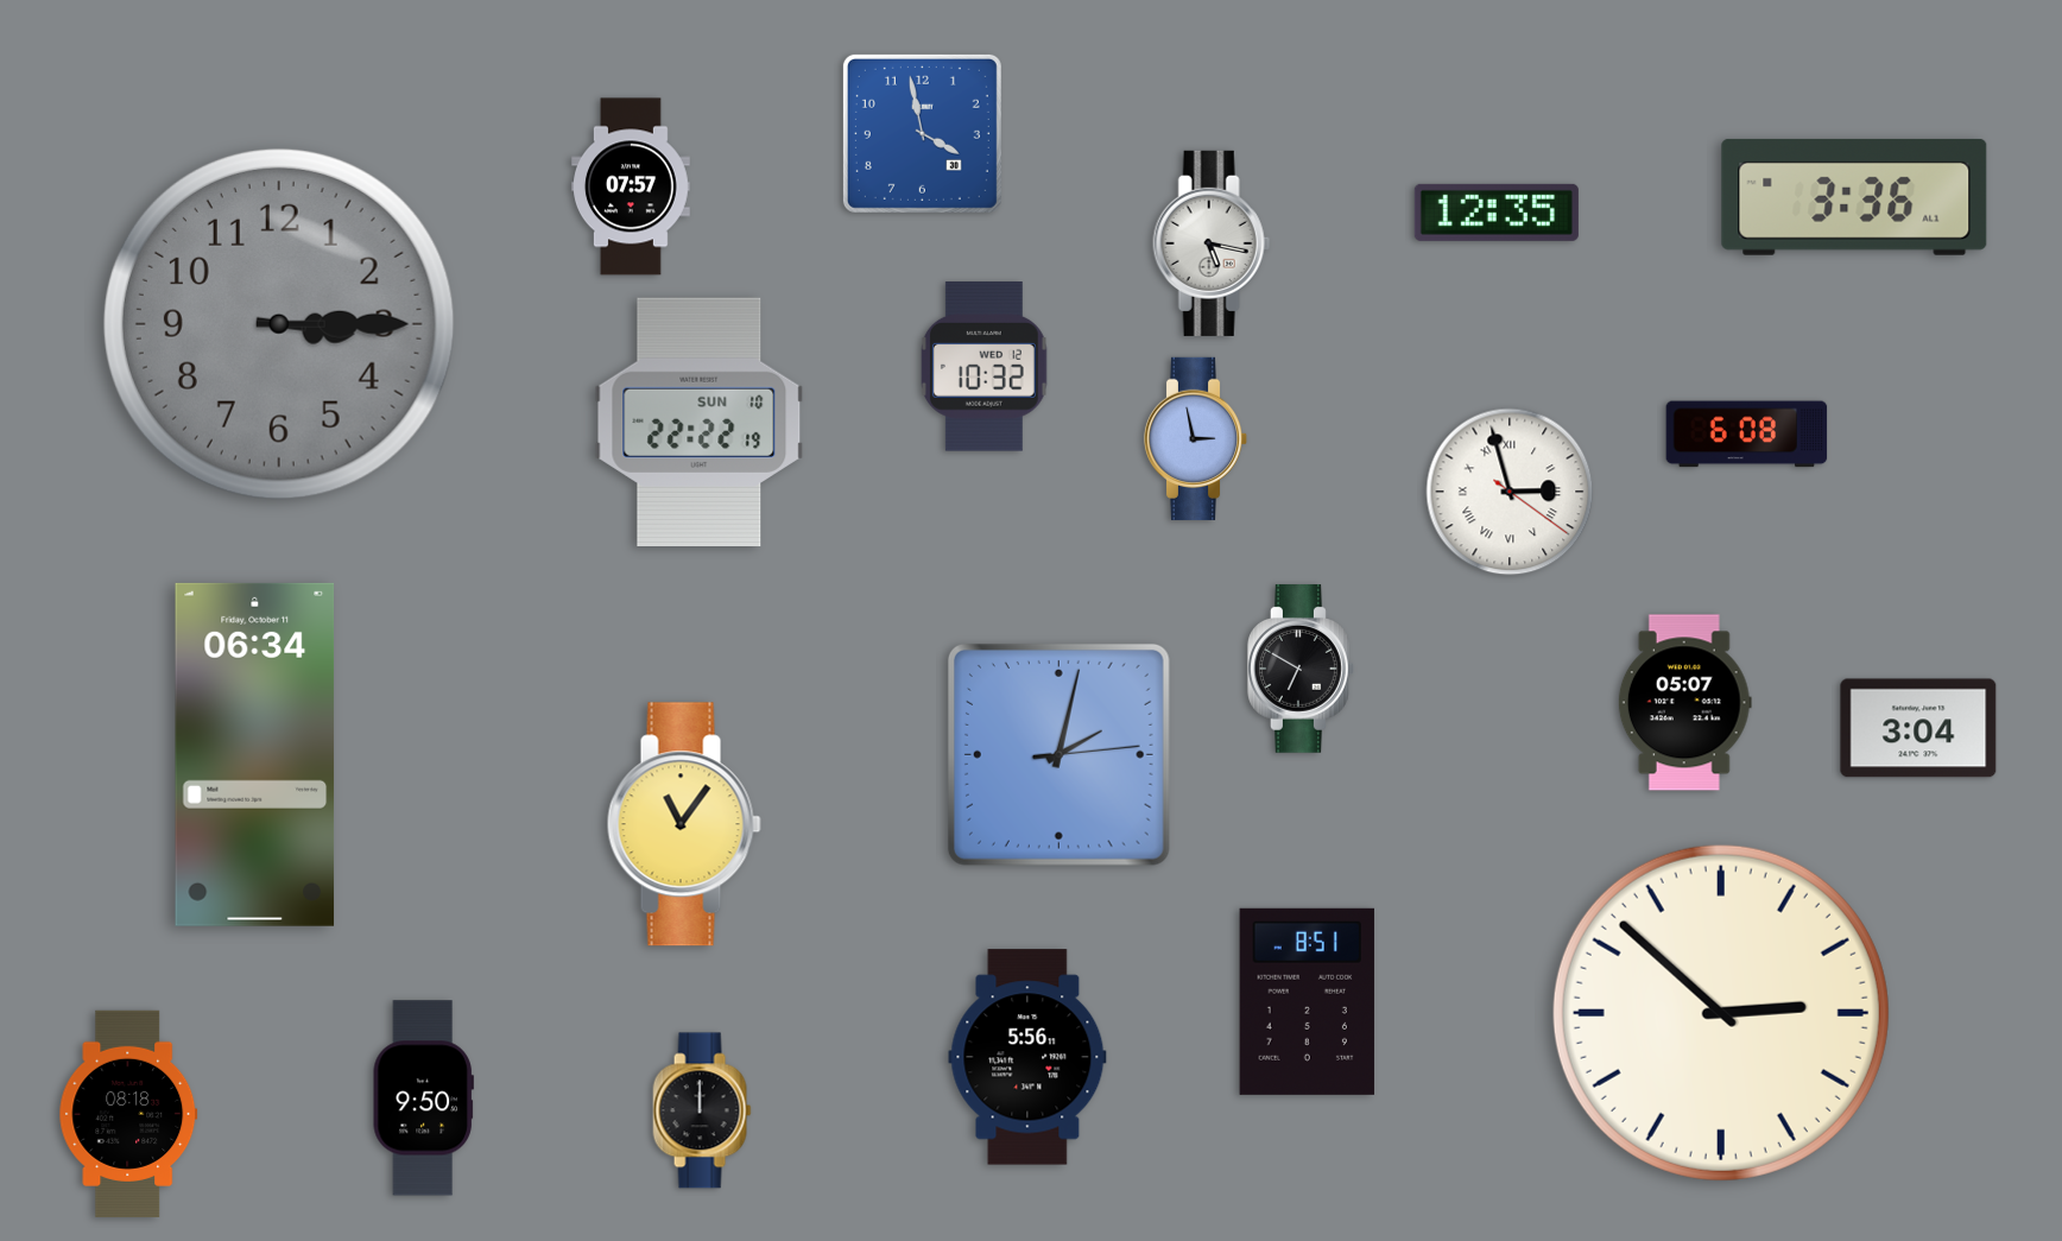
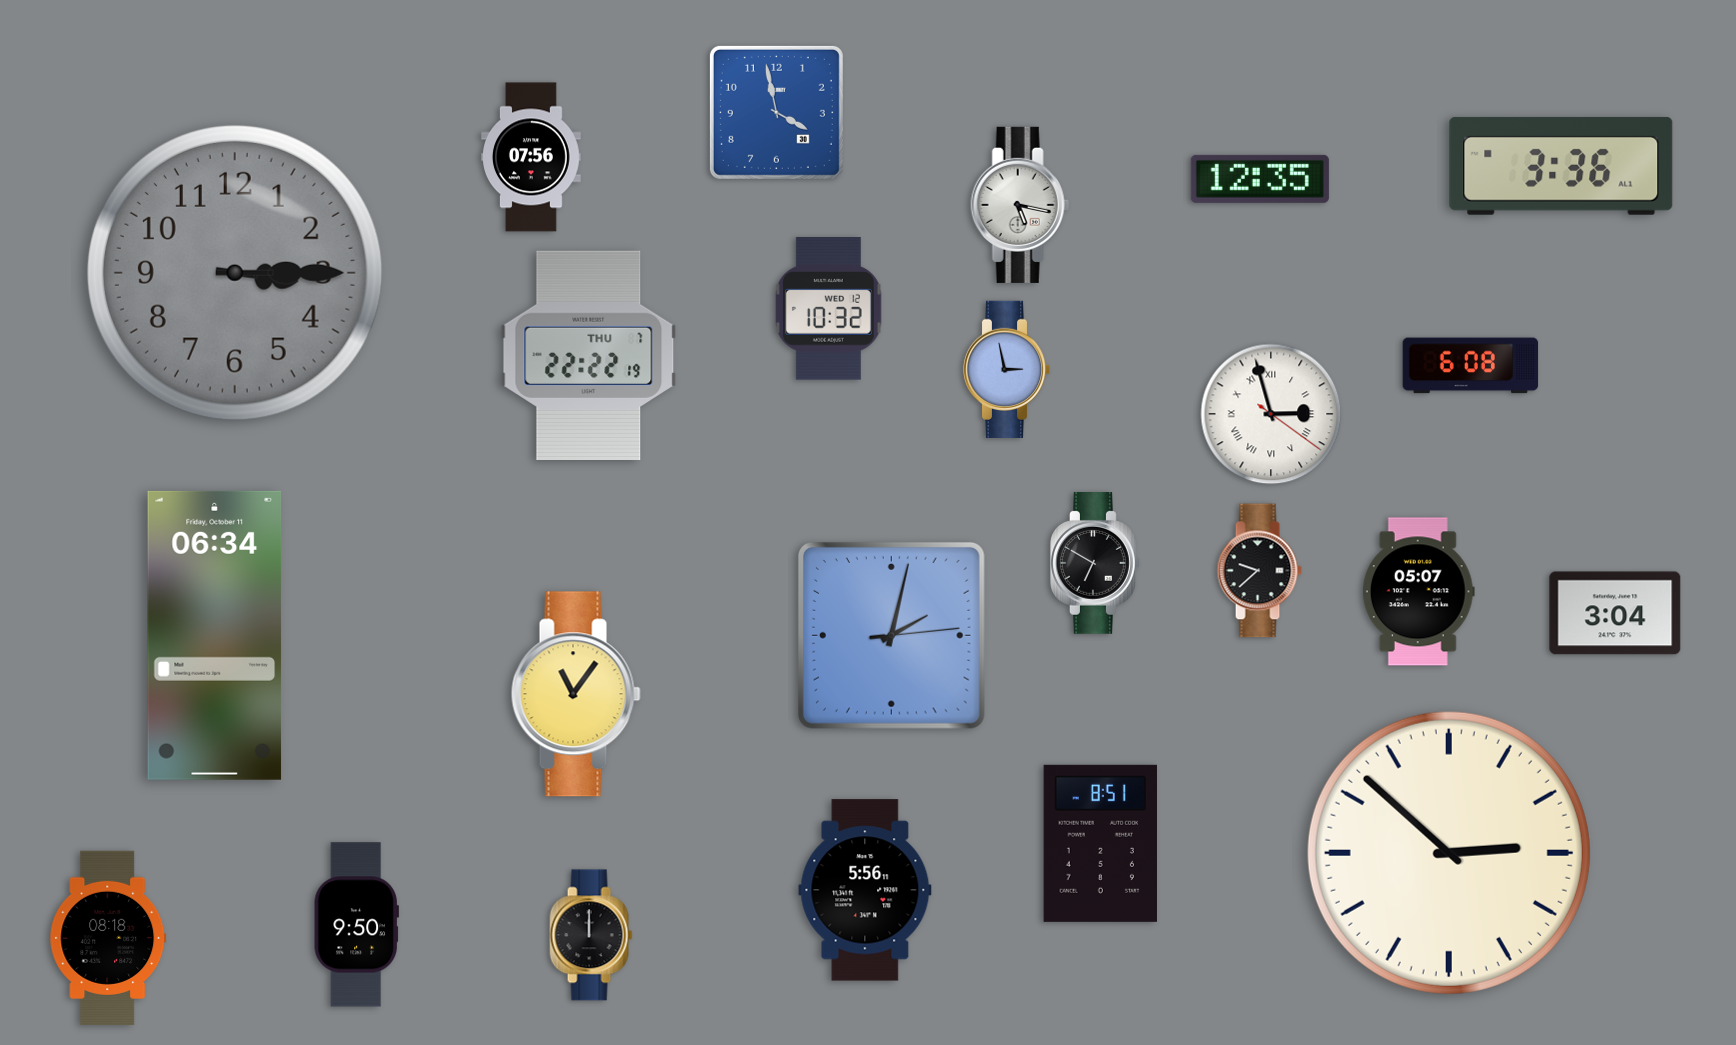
clock at (632, 186): 07:57 -> 07:56
clock at (700, 422) date: SUN 10 -> THU 7
clock at (1259, 571): none -> 9:38
